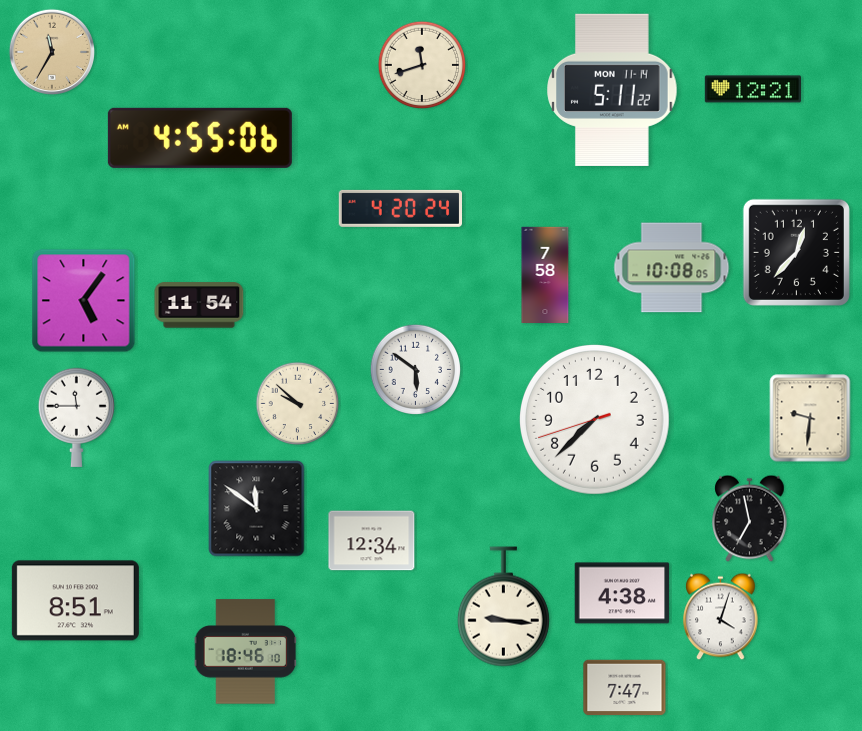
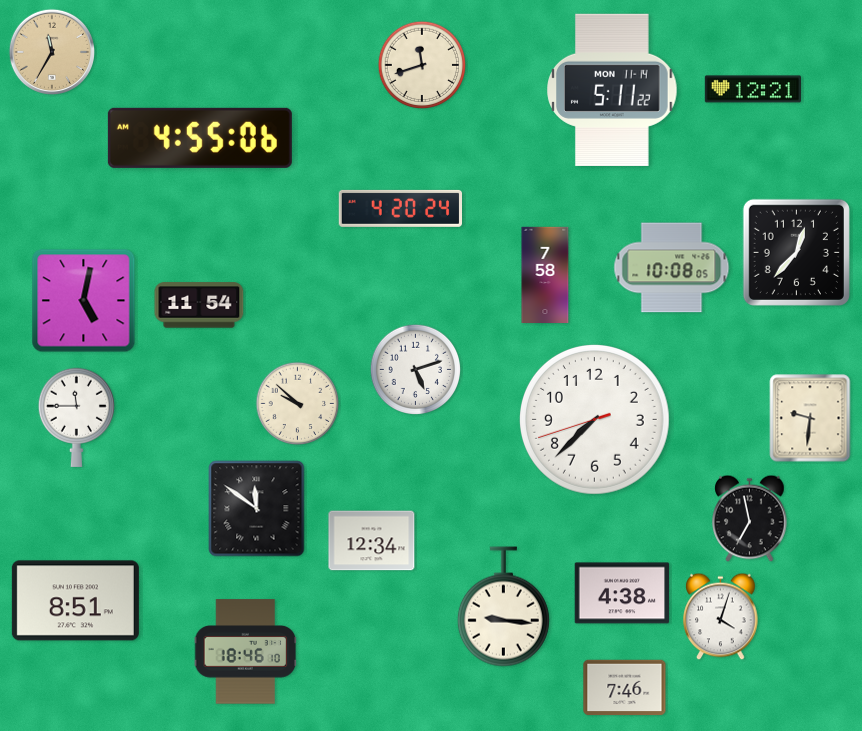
clock at (84, 301): 5:06 -> 5:02
clock at (416, 370): 5:51 -> 5:12
clock at (625, 688): 7:47 -> 7:46
